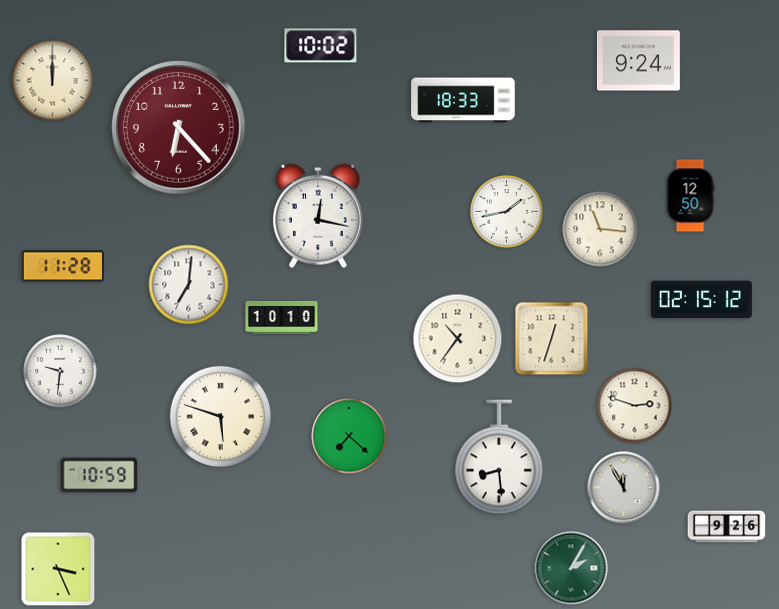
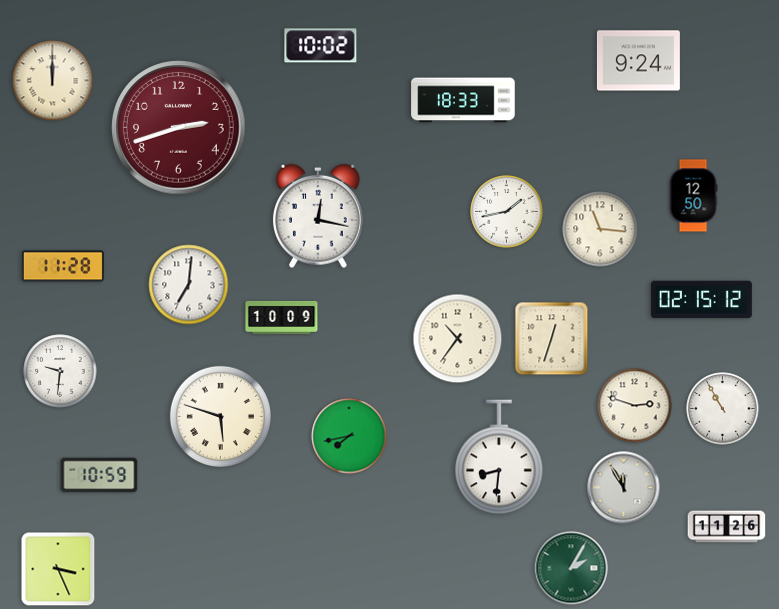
clock at (179, 128): 6:23 -> 2:42
clock at (690, 196) position: (690, 196) -> (693, 196)
clock at (282, 317): 10:10 -> 10:09
clock at (723, 409): none -> 10:55
clock at (349, 436): 7:22 -> 7:43
clock at (499, 457): 8:29 -> 8:31
clock at (727, 527): 9:26 -> 11:26
